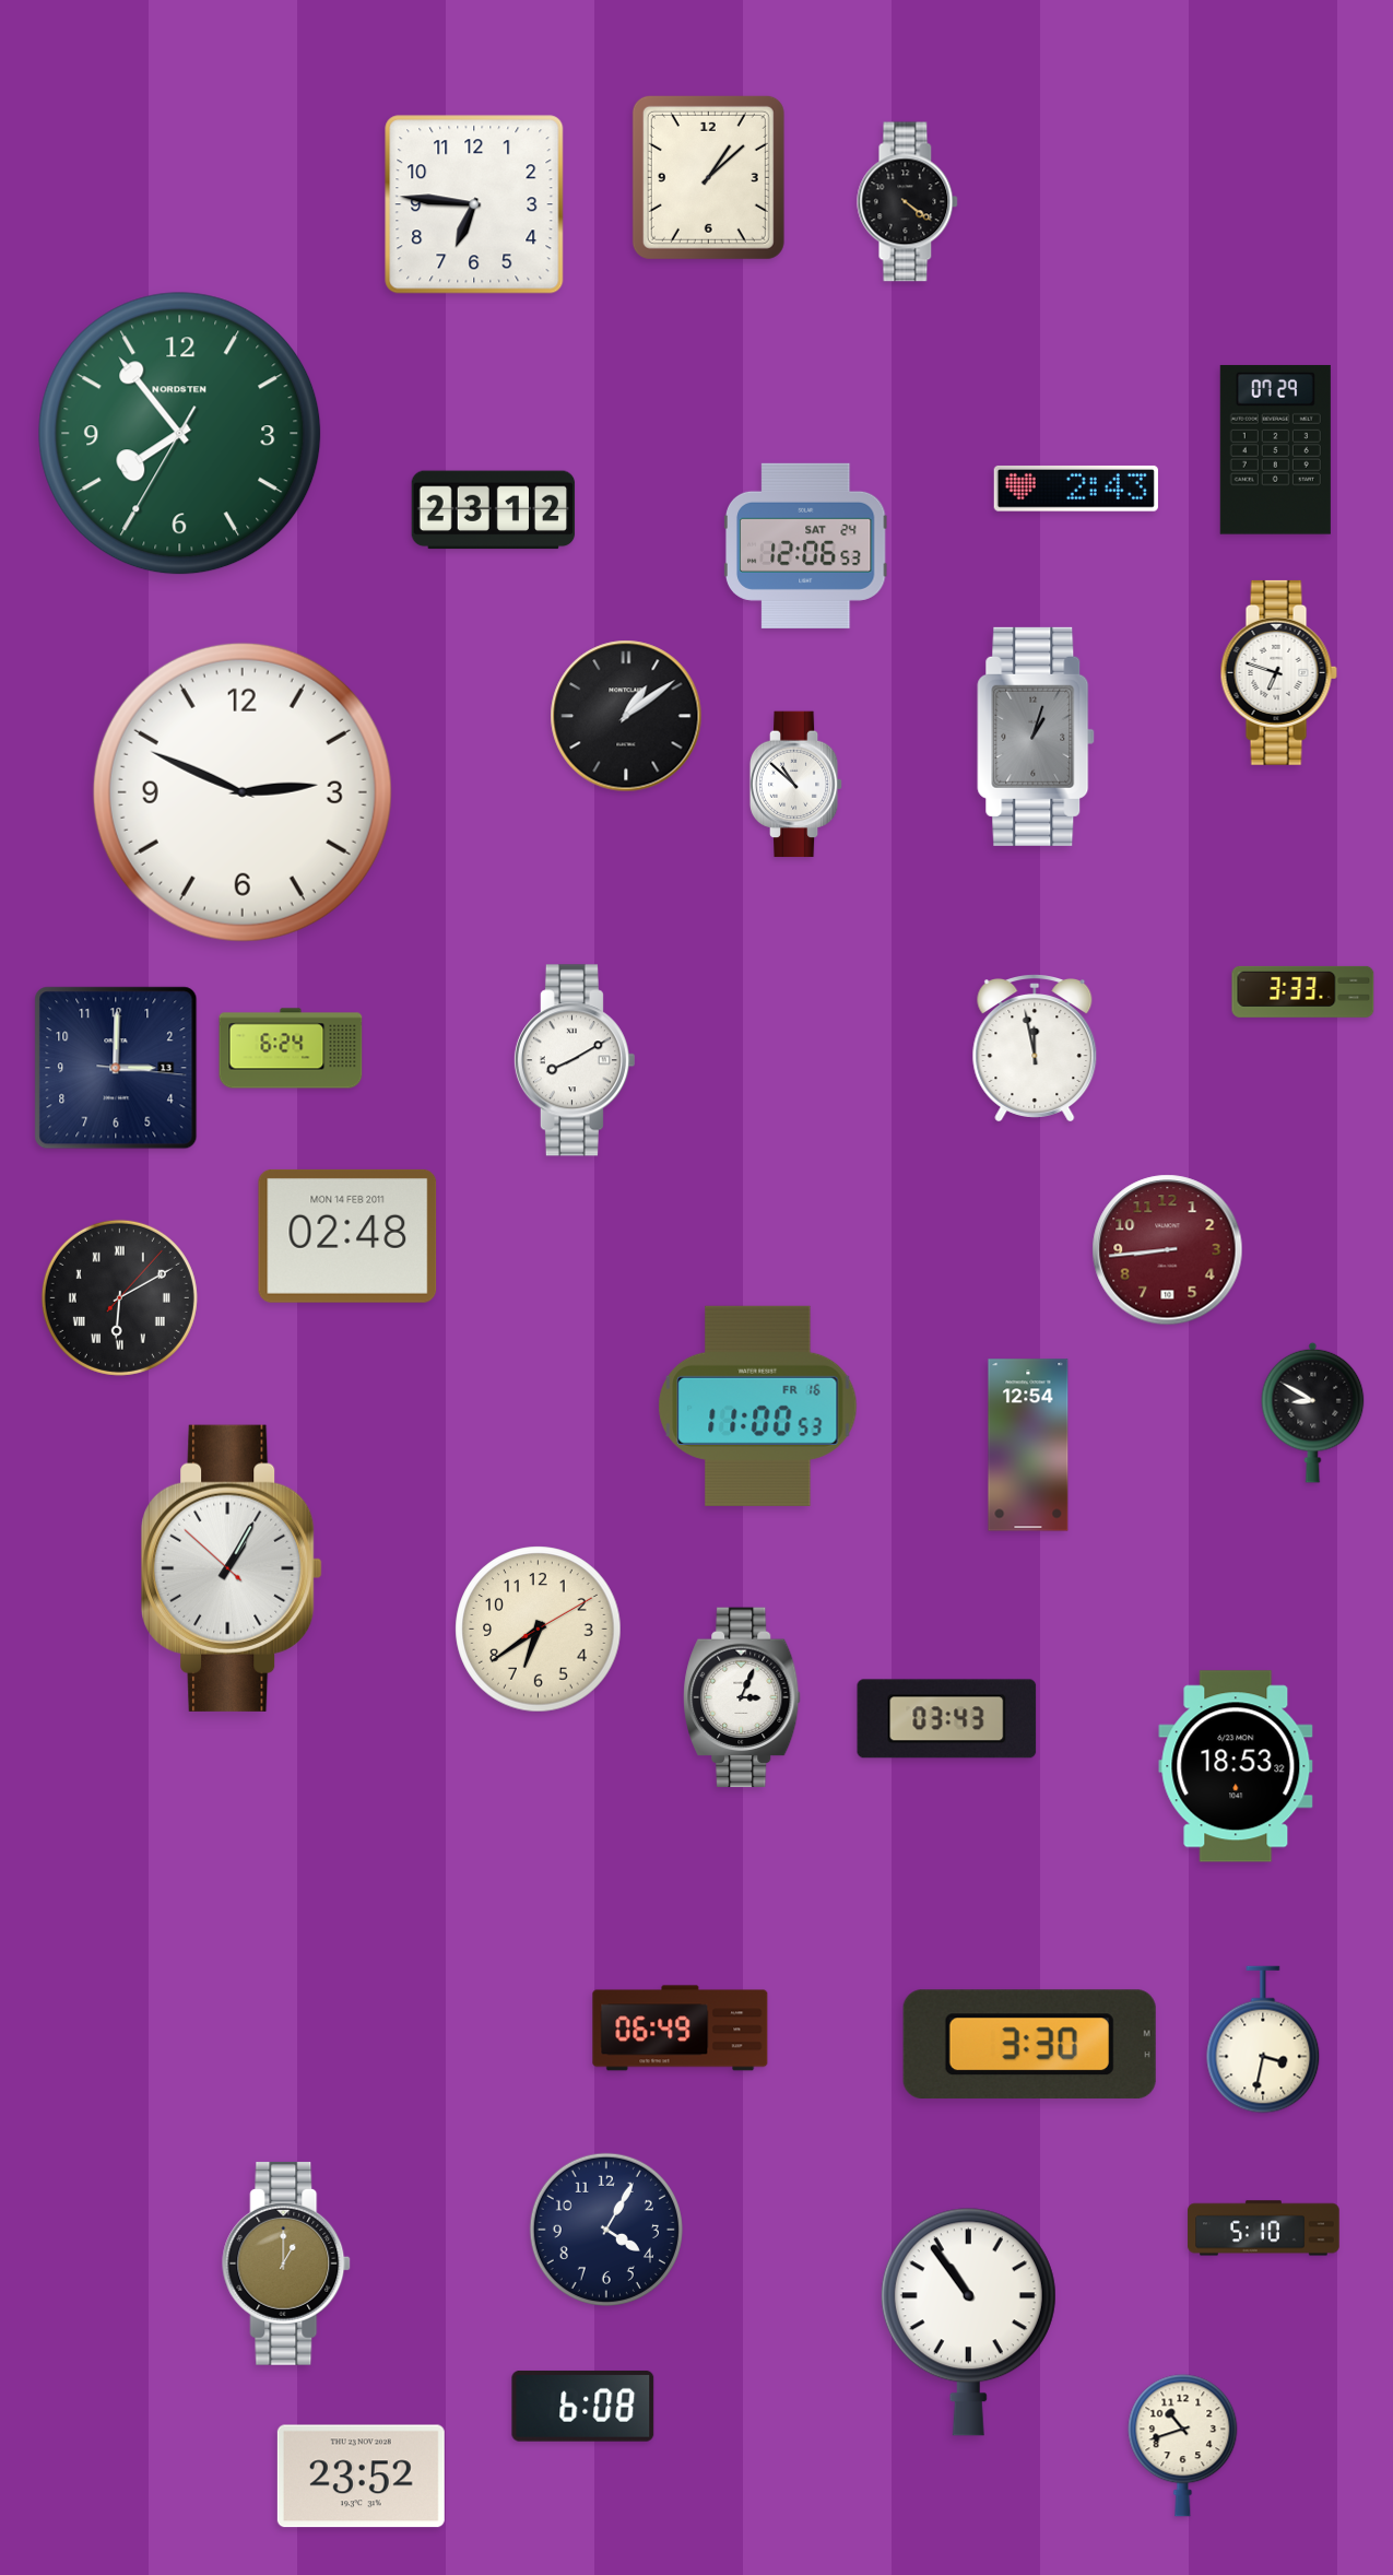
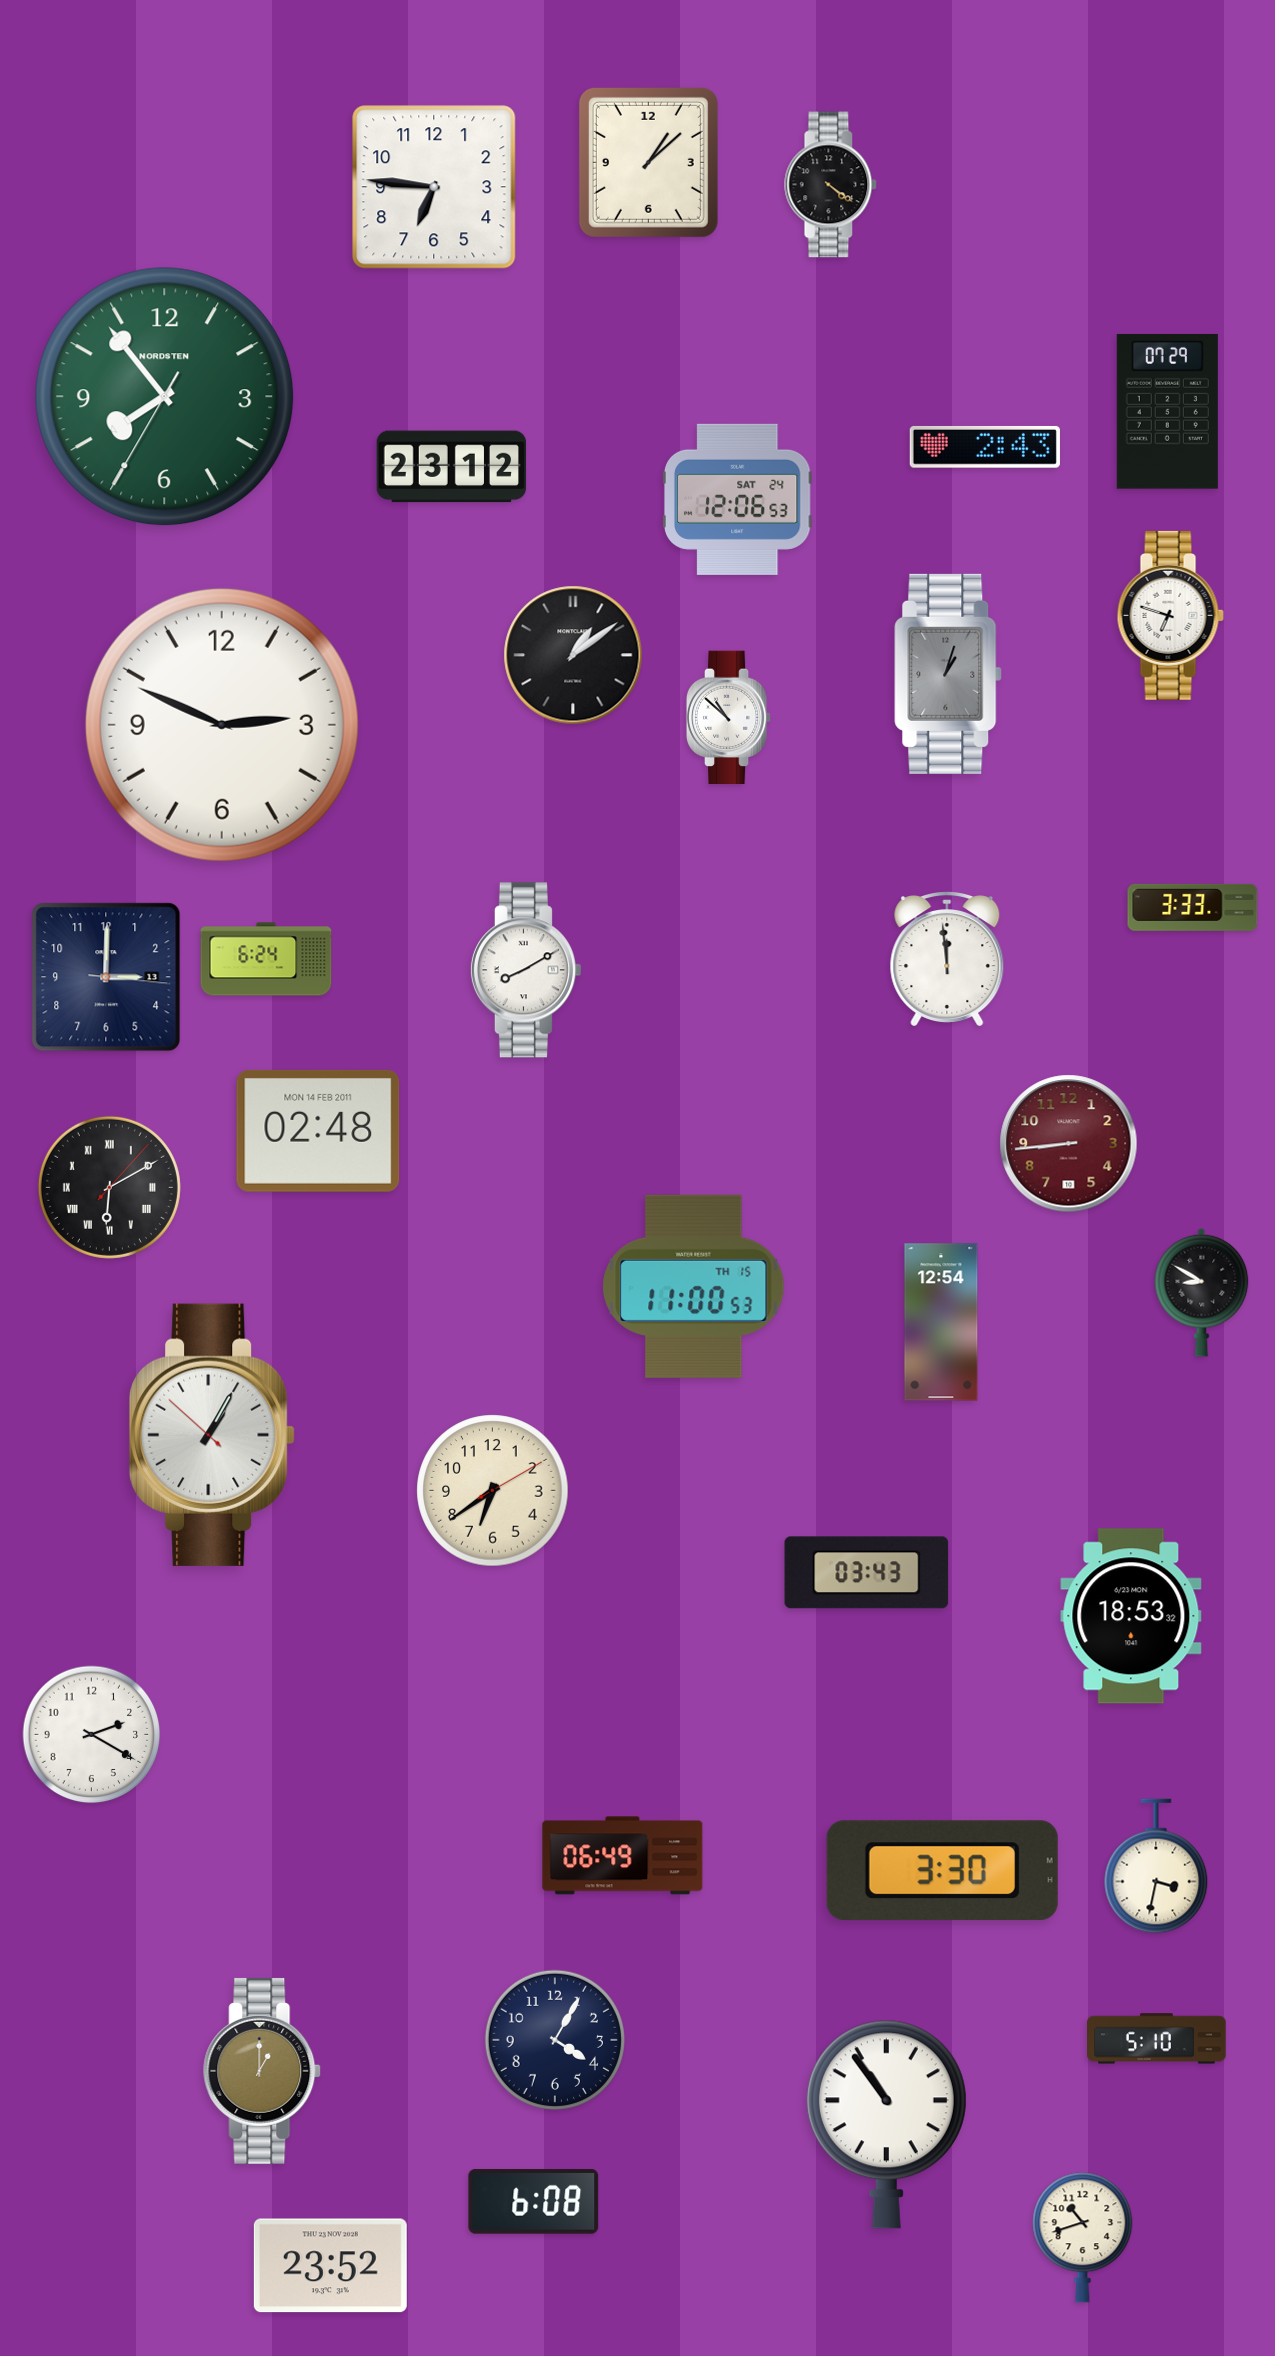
clock at (1035, 1048): 11:58 -> 11:59
clock at (758, 1406) date: FR 16 -> TH 15
clock at (742, 1697): 3:04 -> none
clock at (92, 1735): none -> 2:20
